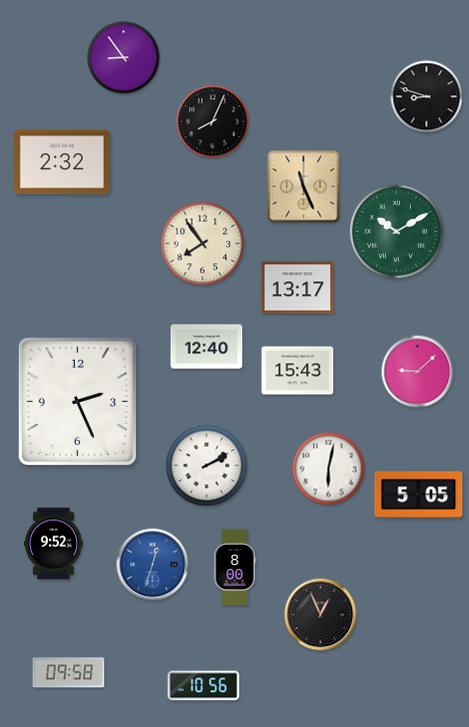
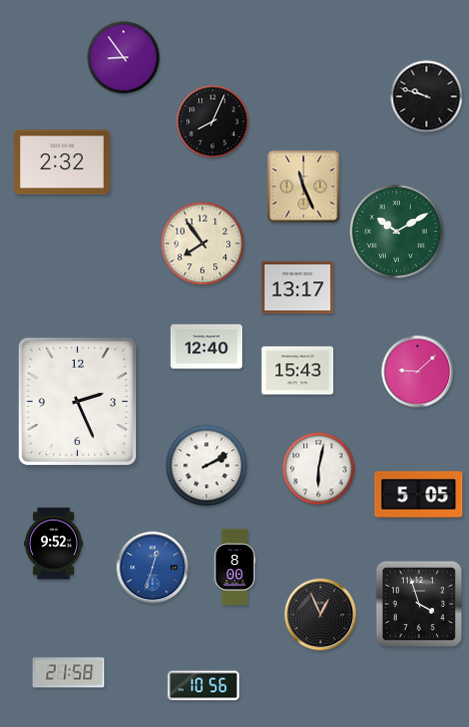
clock at (427, 97): 8:48 -> 9:48
clock at (329, 469) position: (329, 469) -> (319, 469)
clock at (153, 565) position: (153, 565) -> (153, 568)
clock at (419, 604): none -> 3:57
clock at (69, 673): 09:58 -> 21:58
